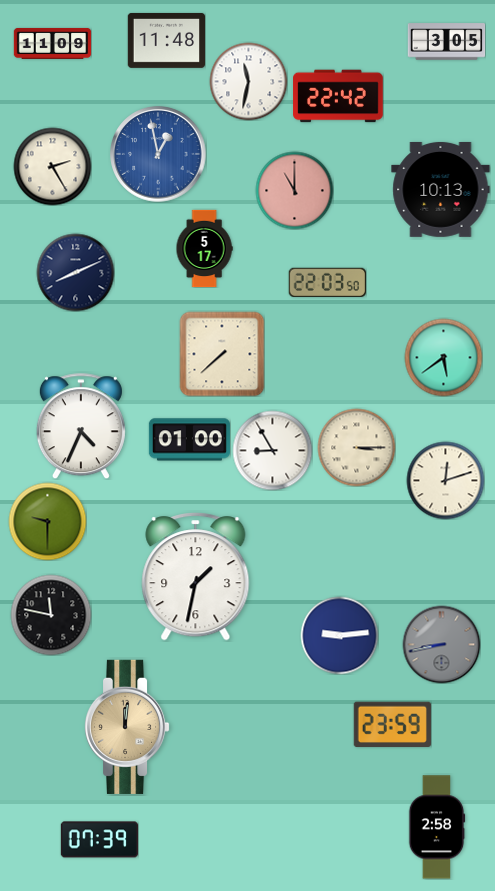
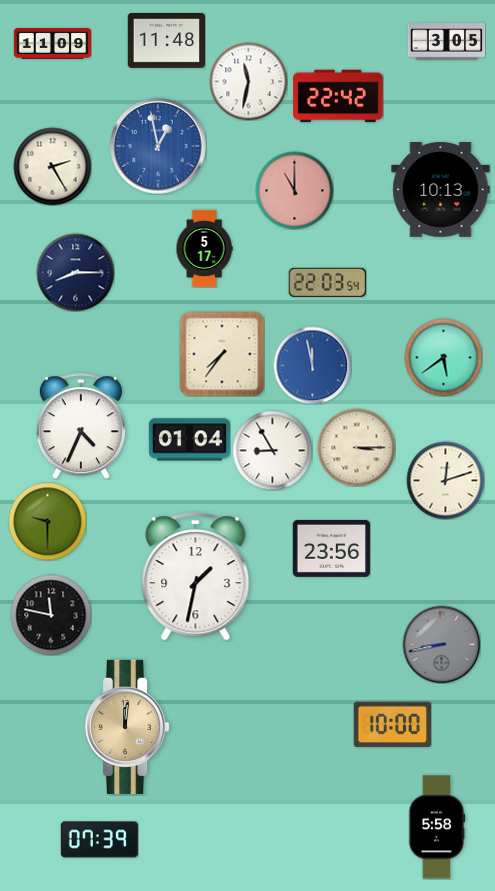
clock at (158, 154) position: (158, 154) -> (158, 146)
clock at (75, 272): 8:11 -> 8:15
clock at (327, 282): 22:03:50 -> 22:03:54
clock at (222, 354): 7:38 -> 7:36
clock at (312, 365): none -> 11:58
clock at (189, 440): 01:00 -> 01:04
clock at (331, 548): none -> 23:56
clock at (339, 635): 9:14 -> none
clock at (392, 724): 23:59 -> 10:00
clock at (437, 827): 2:58 -> 5:58
